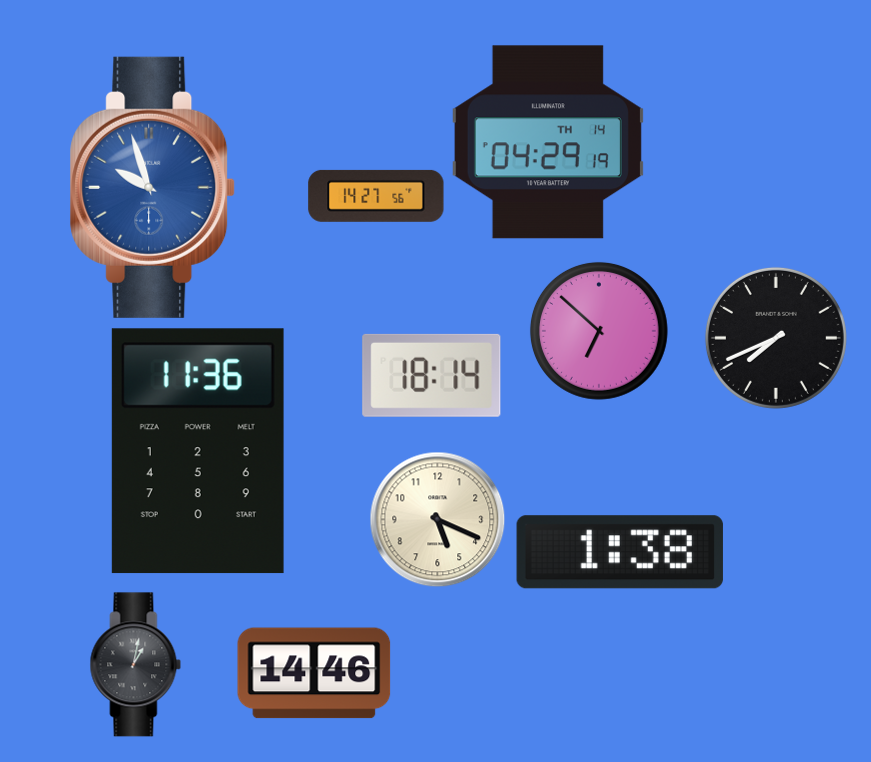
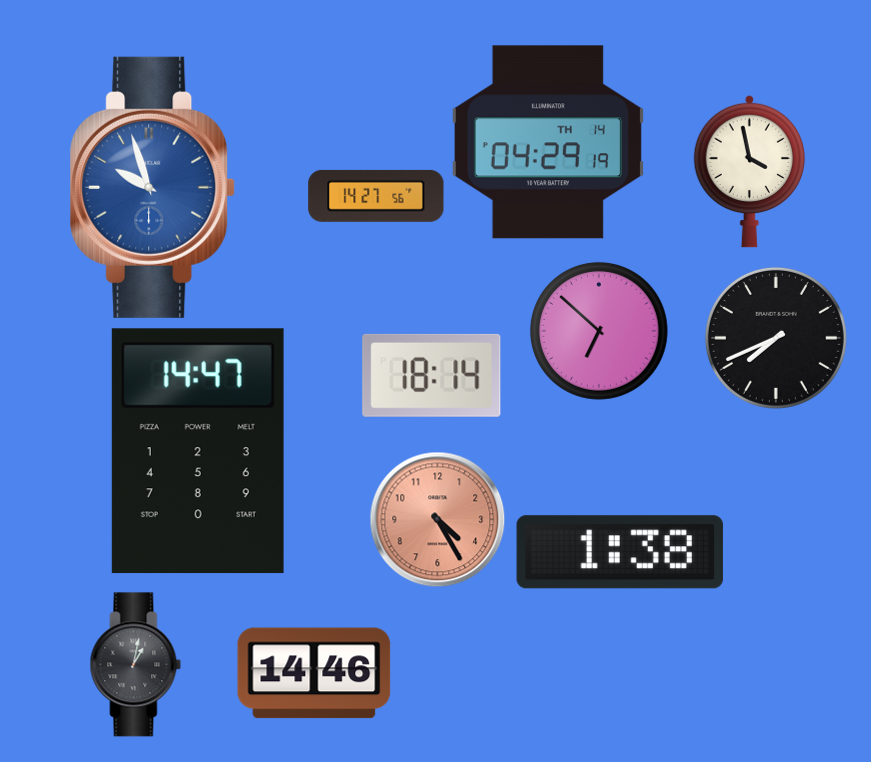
clock at (750, 171): none -> 3:58
clock at (198, 451): 11:36 -> 14:47
clock at (438, 520): 5:19 -> 4:25
clock at (438, 520) dial: cream -> salmon
